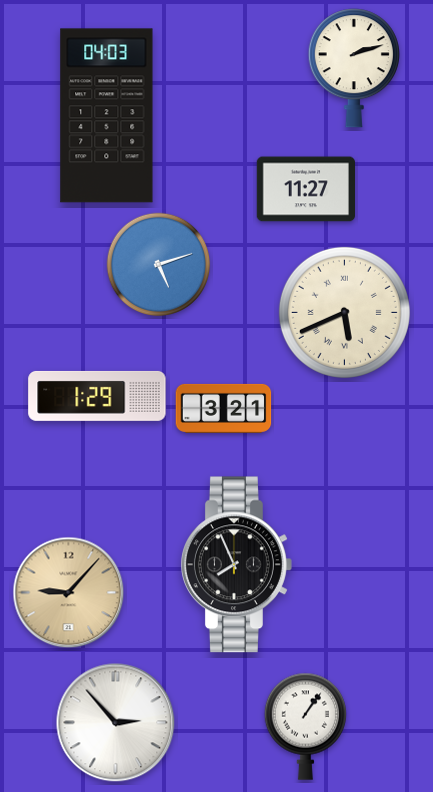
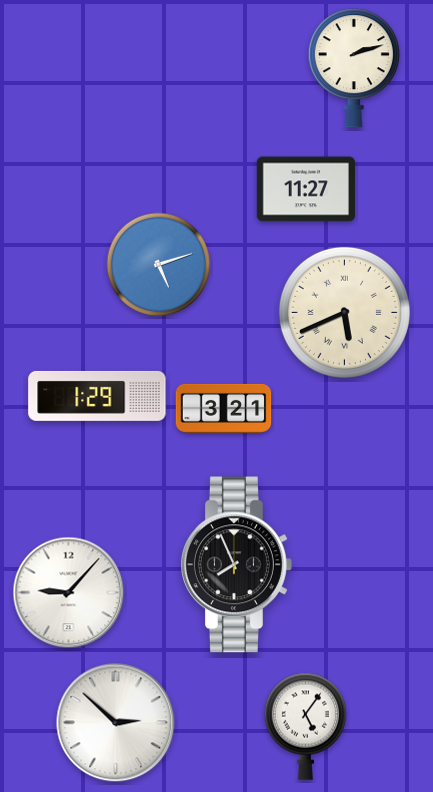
clock at (107, 116): 04:03 -> none
clock at (69, 593) dial: champagne -> white
clock at (116, 723): 2:53 -> 2:52
clock at (305, 726): 1:06 -> 5:06
